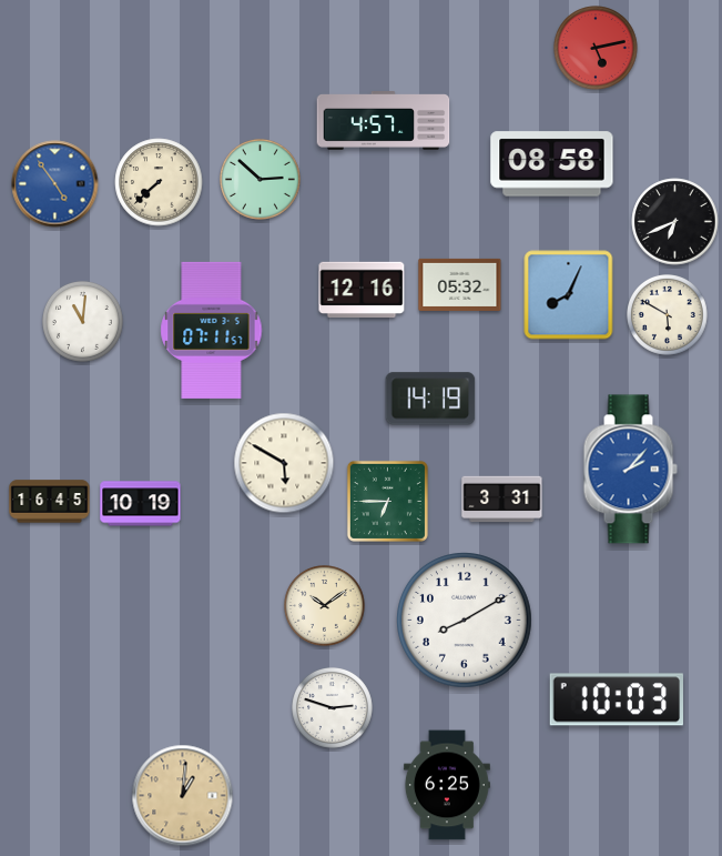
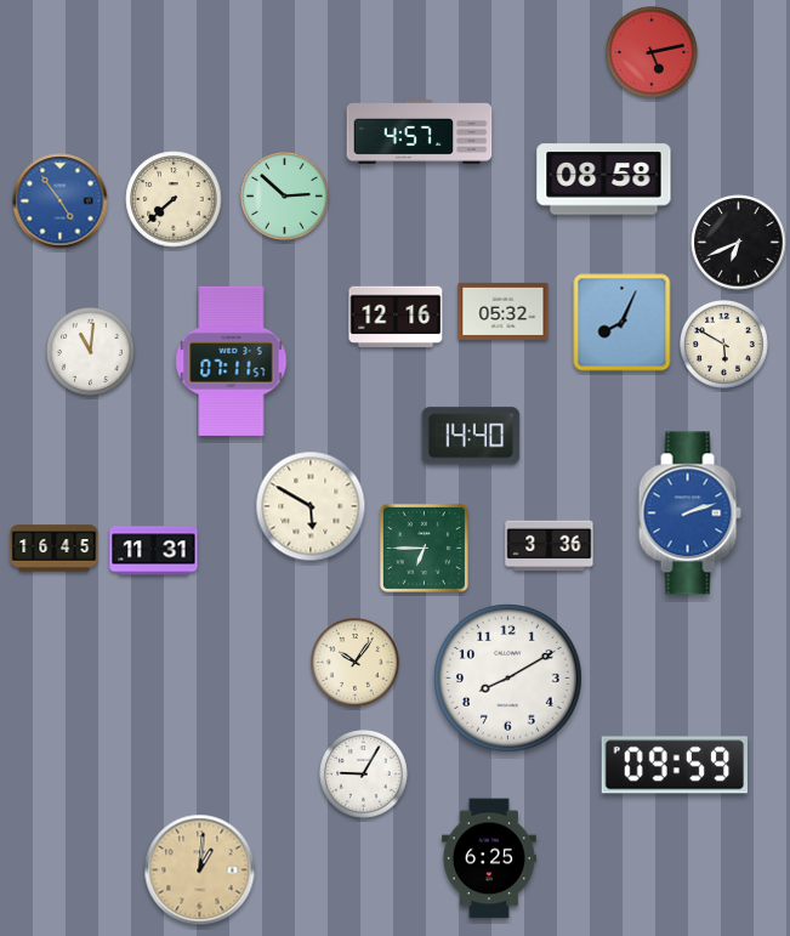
clock at (668, 315) position: (668, 315) -> (724, 345)
clock at (430, 399): 14:19 -> 14:40
clock at (630, 470): 2:07 -> 2:12
clock at (502, 500): 3:31 -> 3:36
clock at (141, 504): 10:19 -> 11:31
clock at (325, 606): 10:09 -> 10:06
clock at (616, 699): 10:03 -> 09:59
clock at (333, 708): 2:48 -> 9:05
